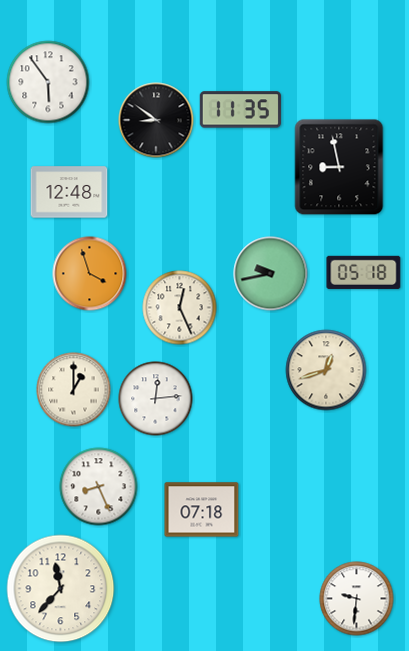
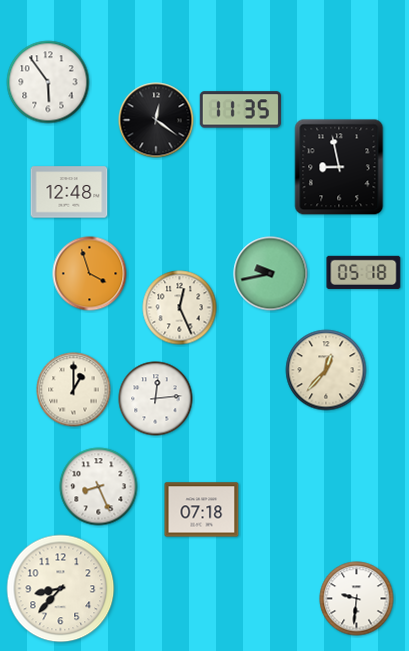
clock at (156, 120): 8:51 -> 12:21
clock at (326, 370): 12:42 -> 12:37
clock at (61, 589): 11:37 -> 8:37
